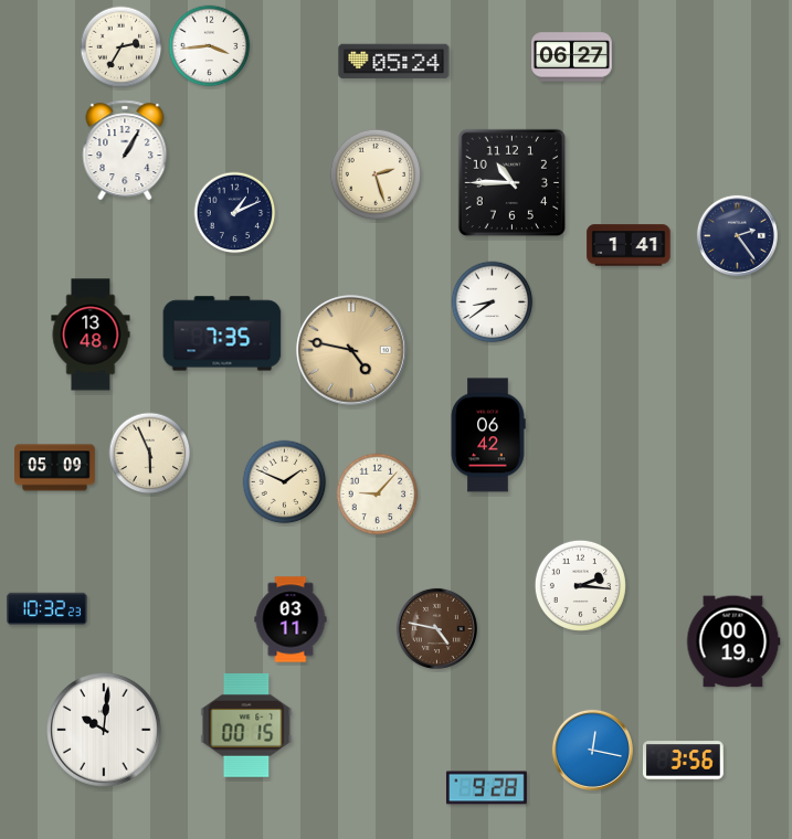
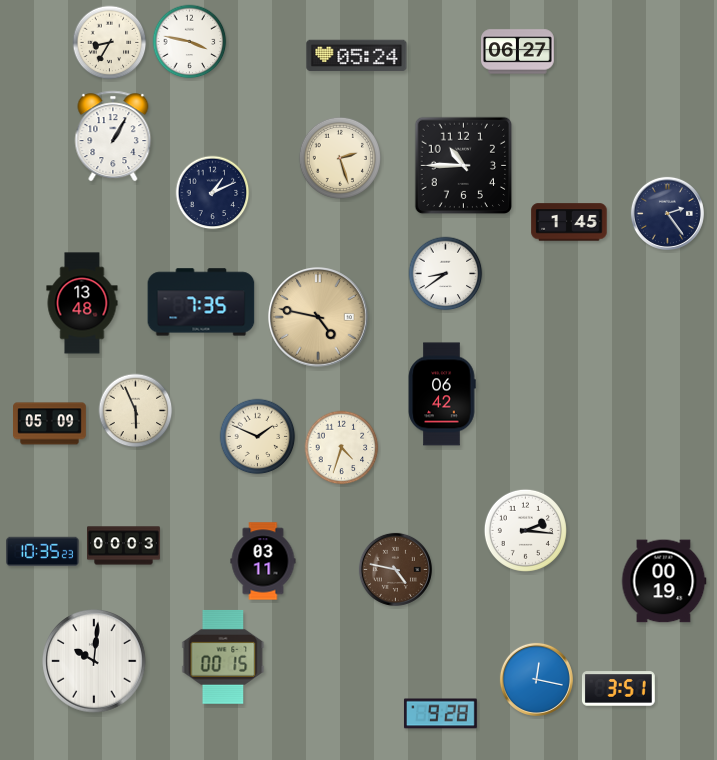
clock at (210, 46): 3:44 -> 3:47
clock at (122, 47): 2:35 -> 8:35
clock at (629, 245): 1:41 -> 1:45
clock at (378, 495): 9:07 -> 4:33
clock at (124, 546): none -> 00:03
clock at (47, 609): 10:32 -> 10:35
clock at (683, 761): 3:56 -> 3:51
